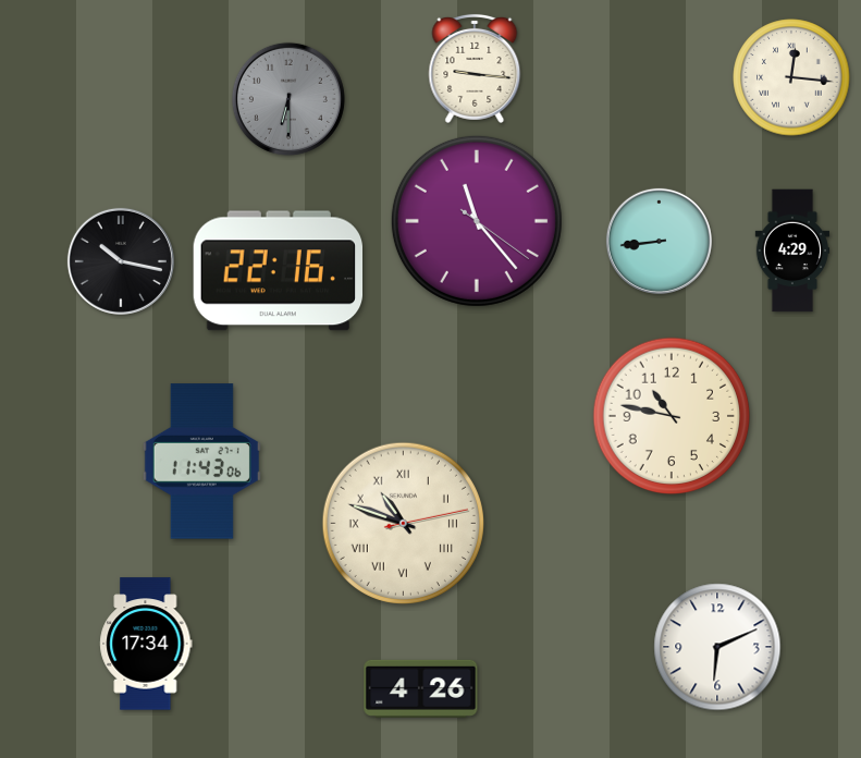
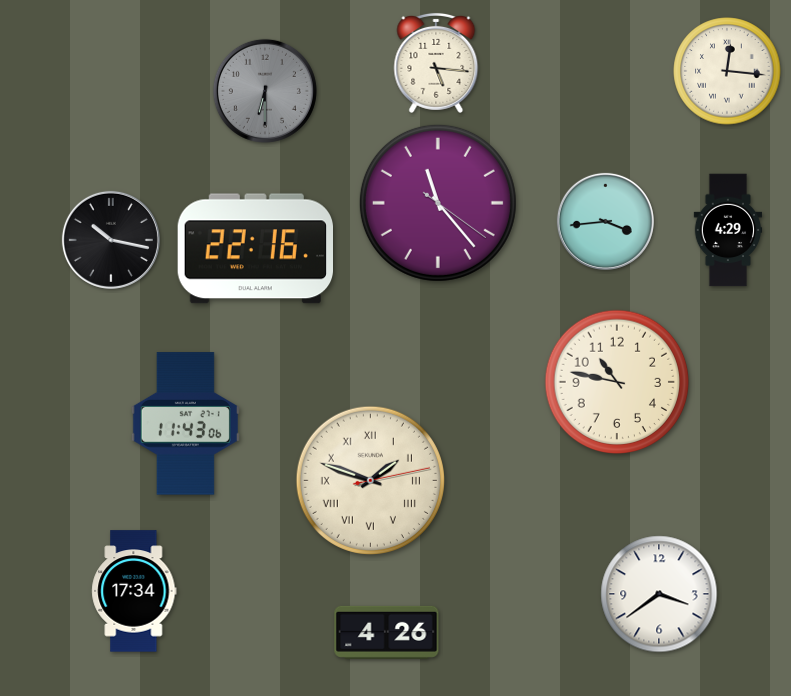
clock at (475, 69): 9:16 -> 5:16
clock at (659, 241): 8:44 -> 3:44
clock at (403, 523): 10:48 -> 1:48
clock at (717, 647): 6:11 -> 3:39
